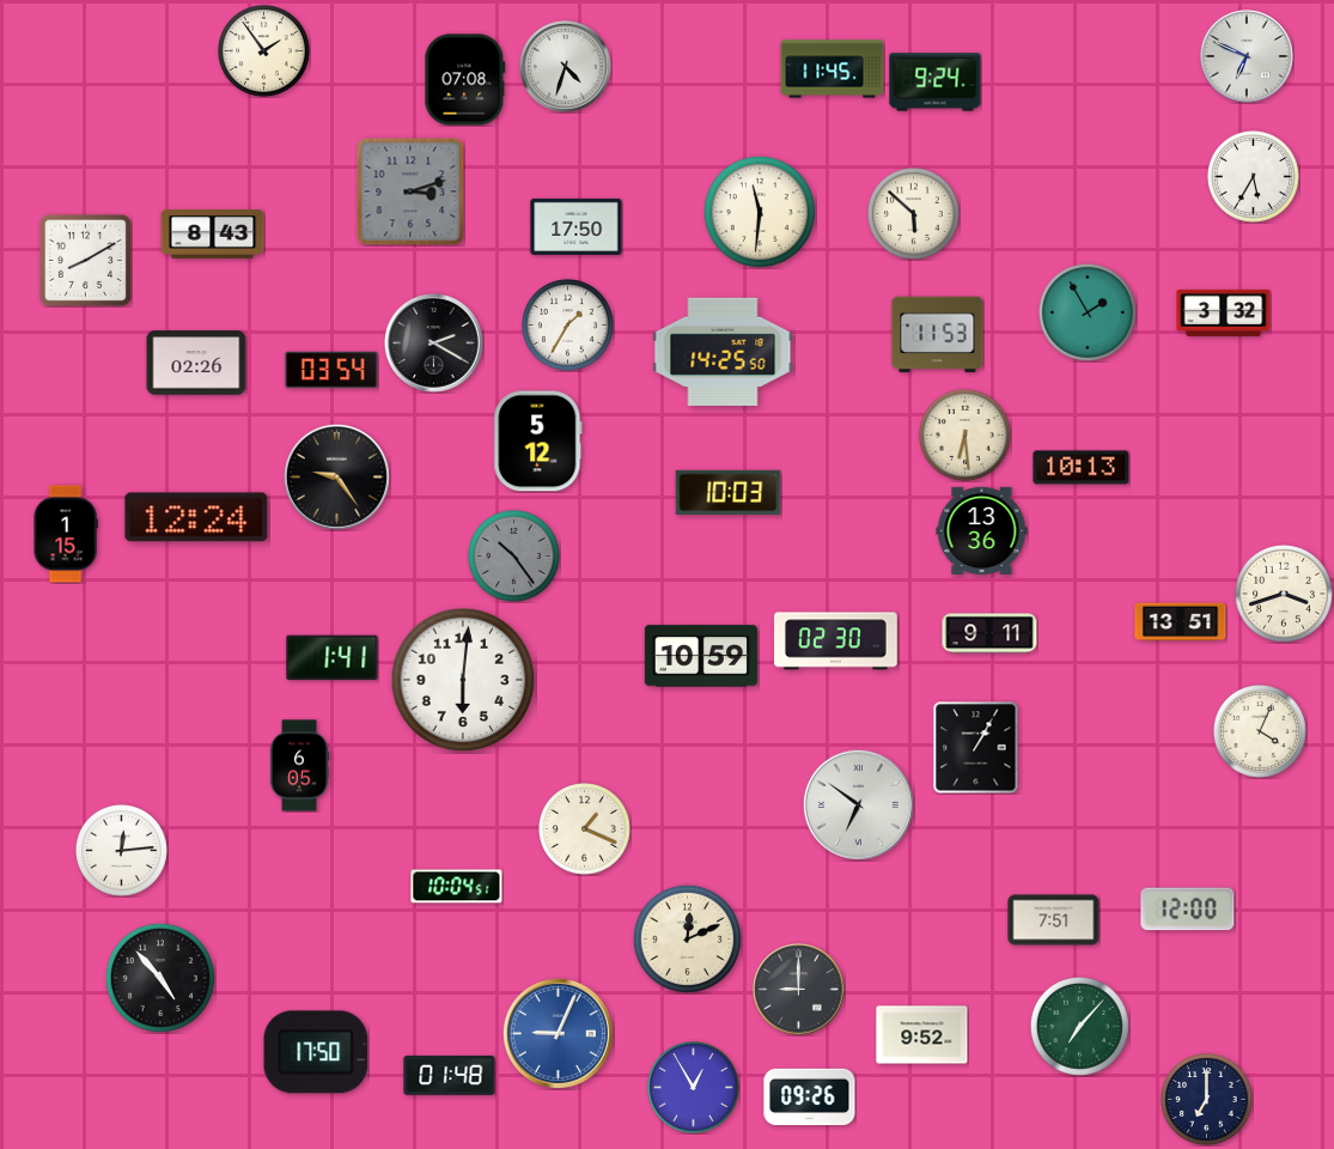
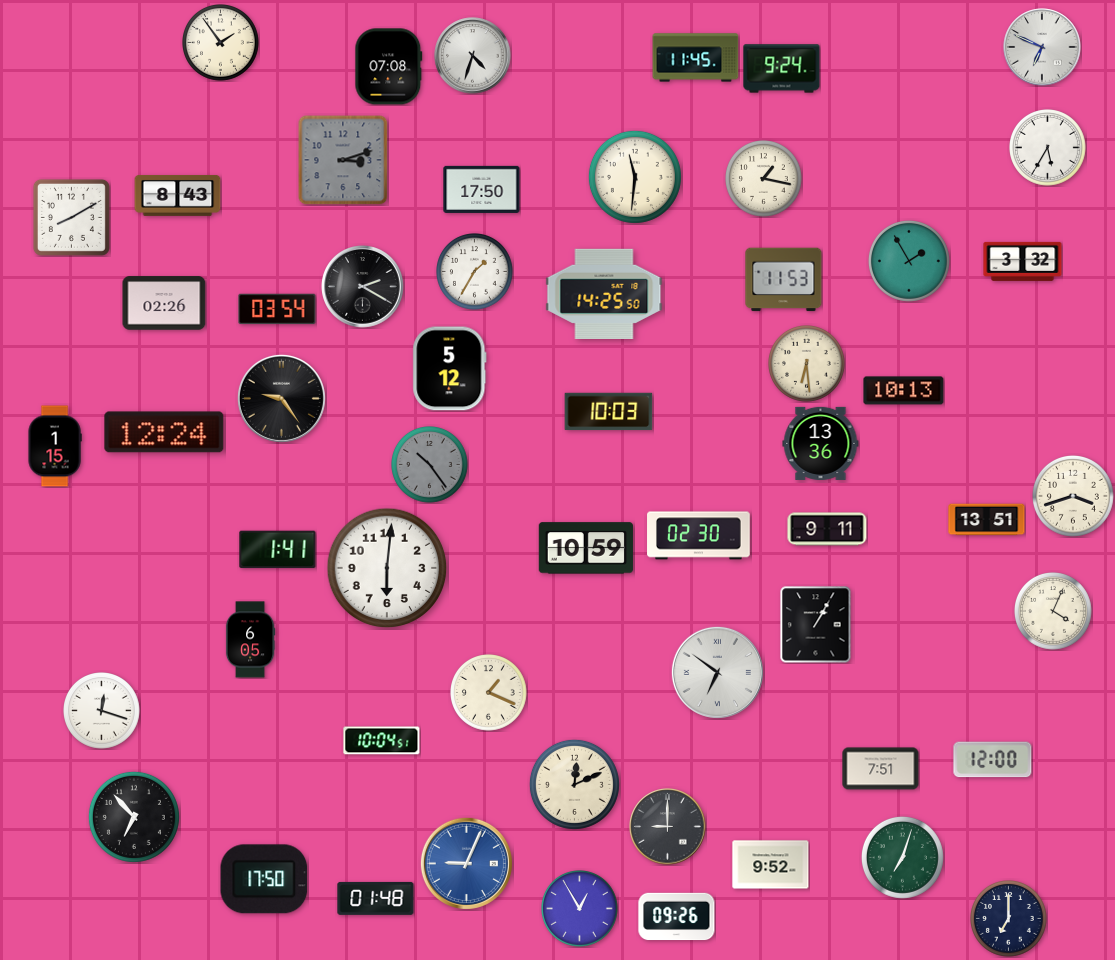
clock at (914, 214): 5:52 -> 1:17
clock at (122, 851): 12:14 -> 12:18
clock at (160, 978): 4:53 -> 6:53
clock at (1079, 1026): 7:07 -> 7:03
